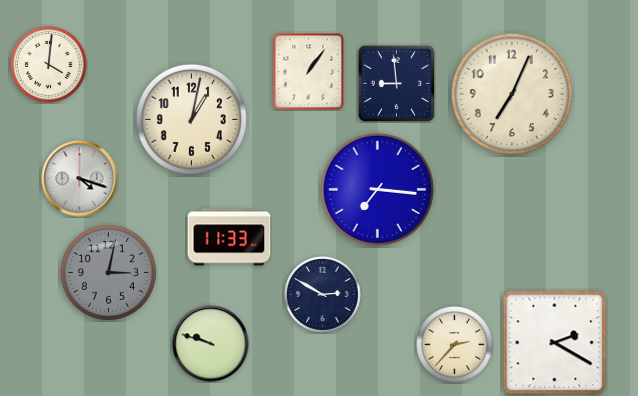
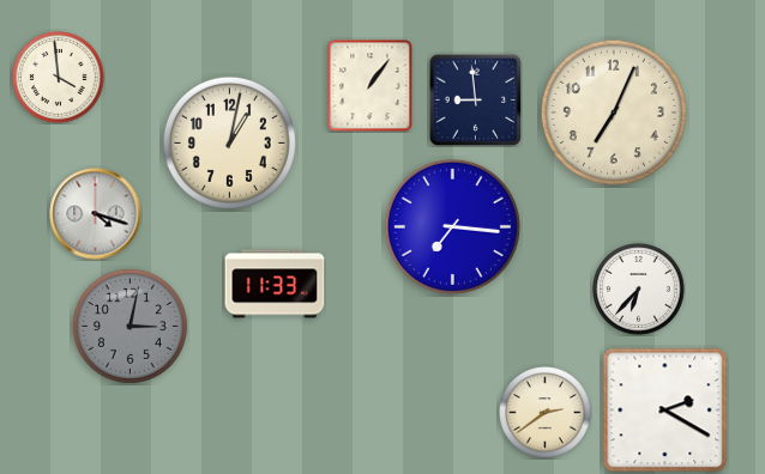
clock at (49, 65): 4:01 -> 3:59
clock at (639, 290): none -> 6:37
clock at (323, 295): 2:50 -> none
clock at (211, 344): 9:48 -> none
clock at (455, 345): 2:37 -> 2:39
